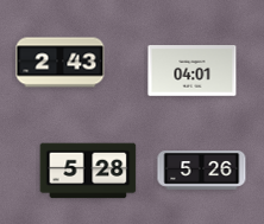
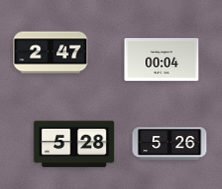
clock at (61, 63): 2:43 -> 2:47
clock at (193, 71): 04:01 -> 00:04
